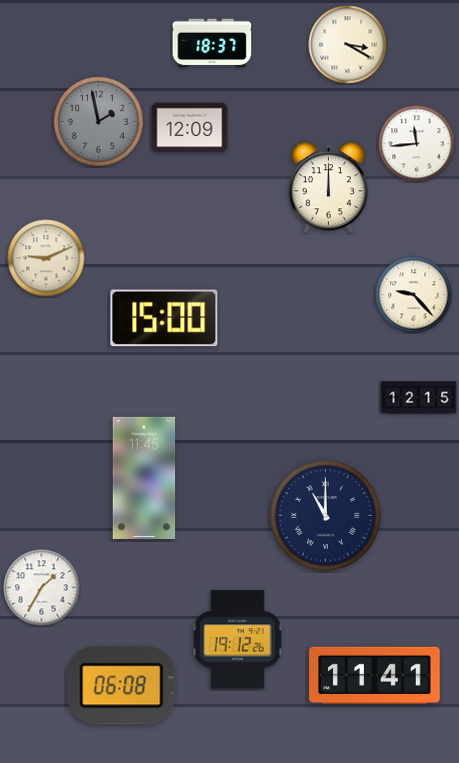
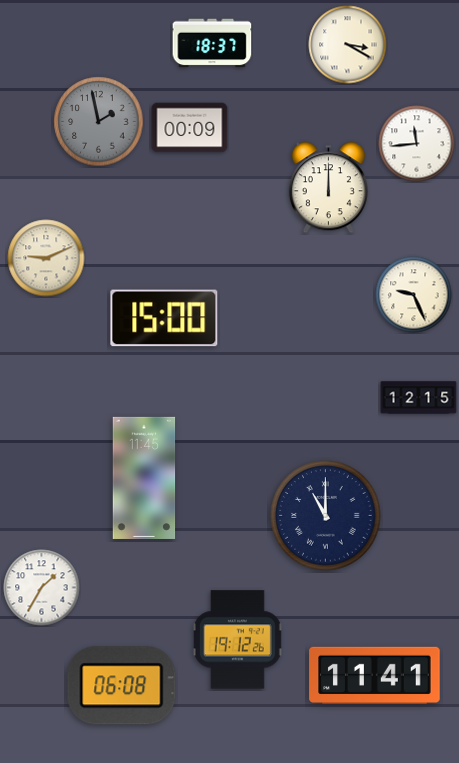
clock at (190, 128): 12:09 -> 00:09
clock at (414, 295): 9:23 -> 9:26
